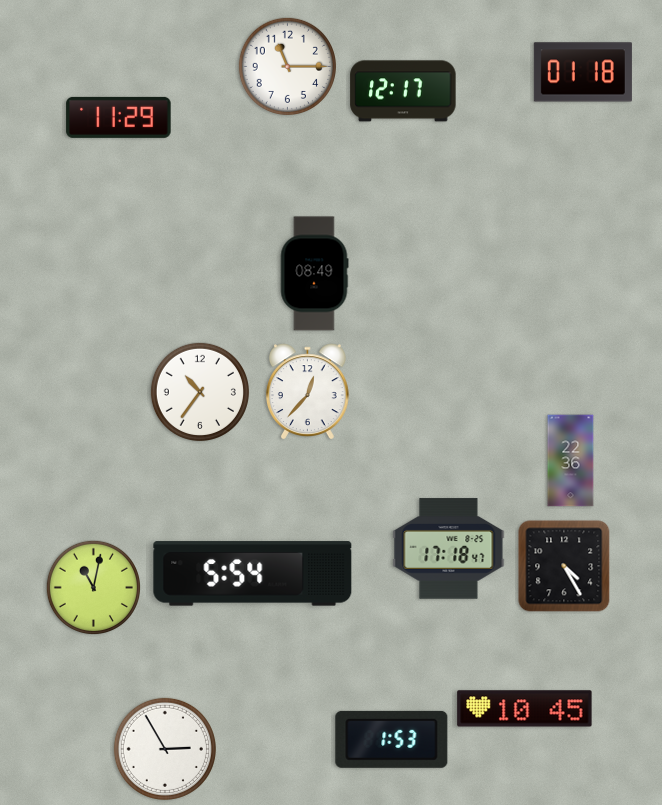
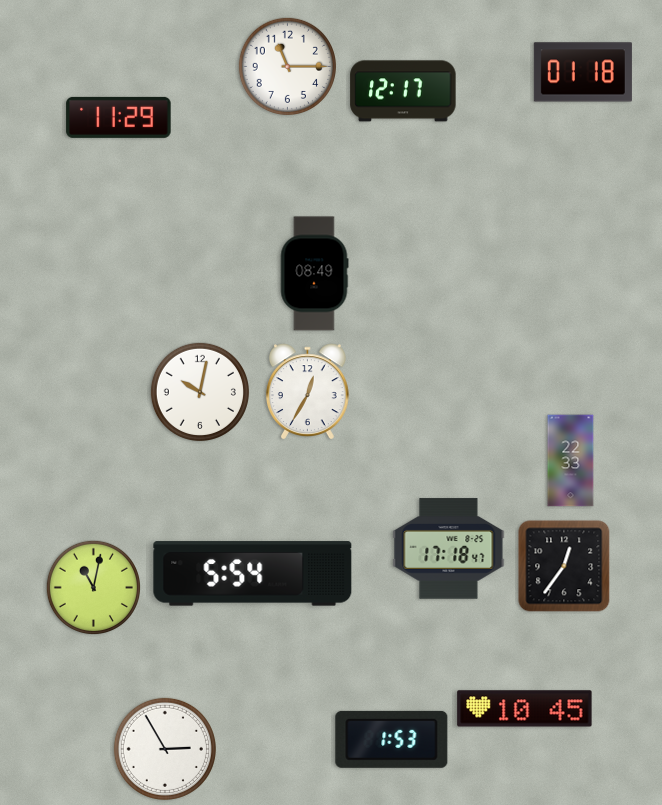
clock at (200, 392): 10:36 -> 10:02
clock at (307, 392): 12:37 -> 12:35
clock at (571, 461): 22:36 -> 22:33
clock at (564, 566): 4:25 -> 12:36
